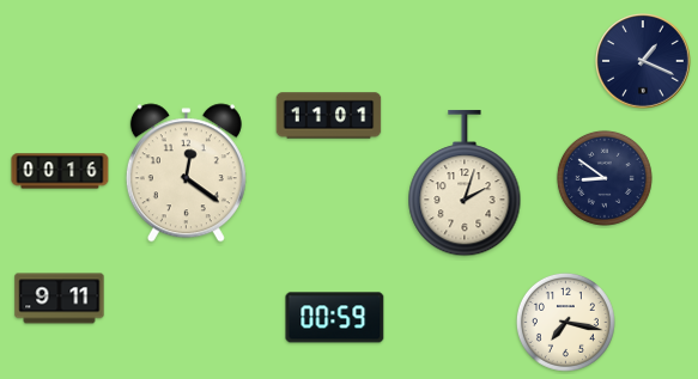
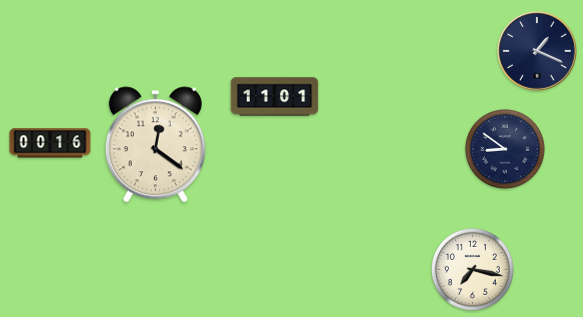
clock at (465, 183): 2:03 -> none
clock at (60, 299): 9:11 -> none
clock at (335, 318): 00:59 -> none
